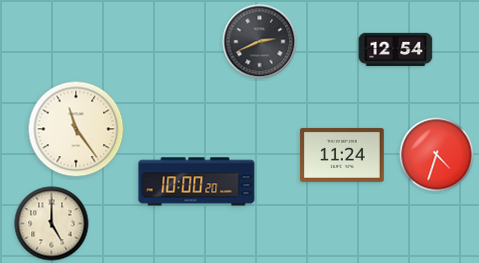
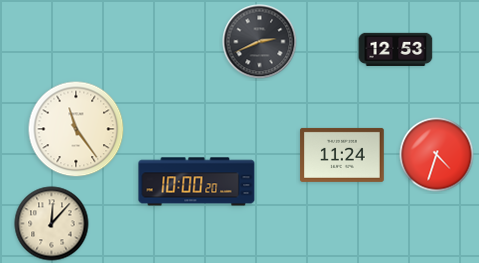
clock at (396, 49): 12:54 -> 12:53
clock at (52, 224): 5:00 -> 12:07
